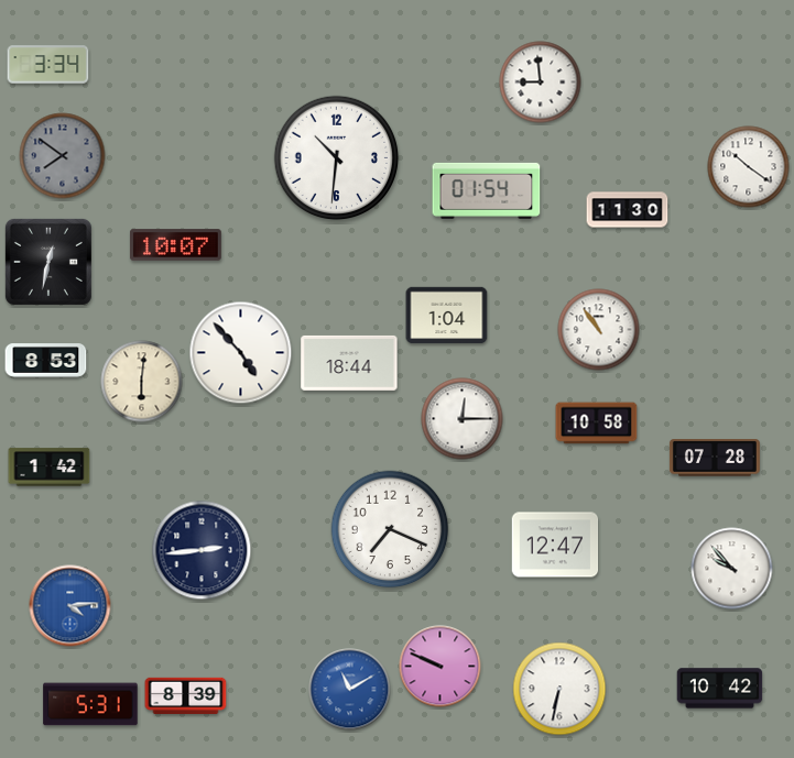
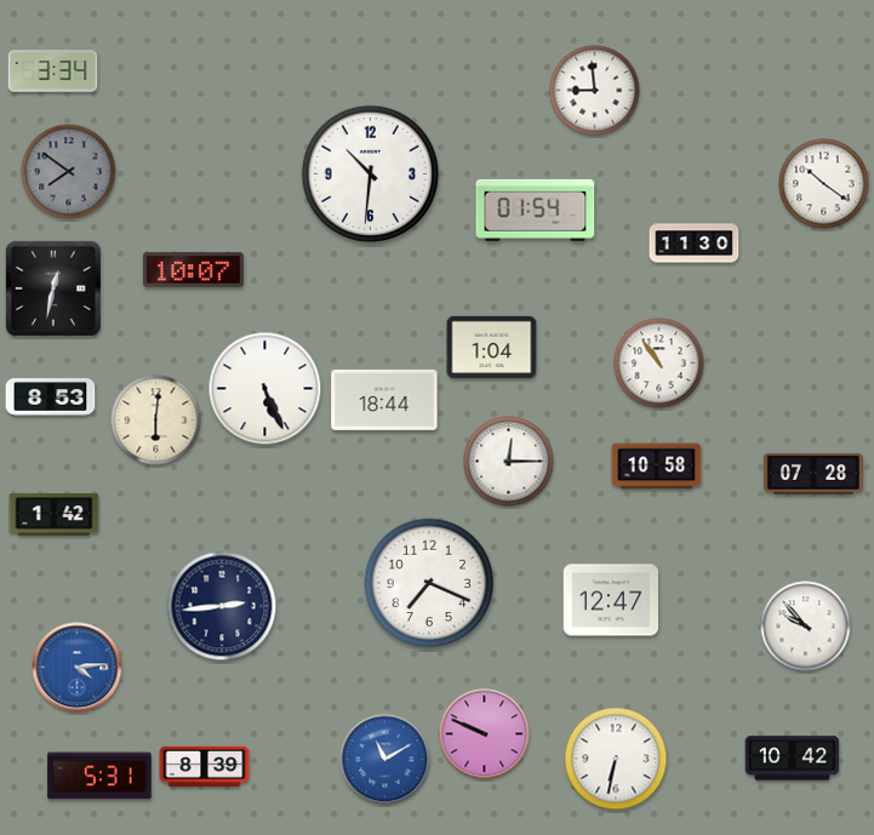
clock at (628, 210) position: (628, 210) -> (695, 244)
clock at (241, 353): 4:53 -> 5:26
clock at (715, 458) position: (715, 458) -> (813, 474)
